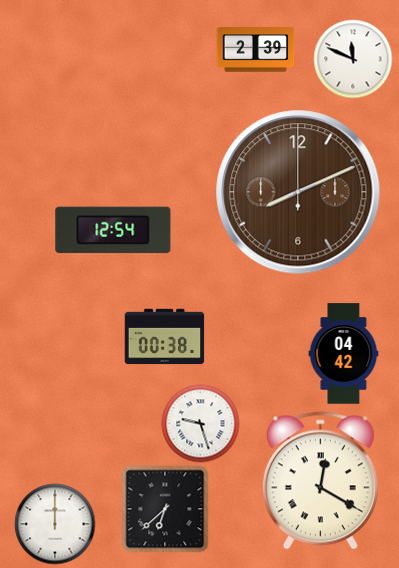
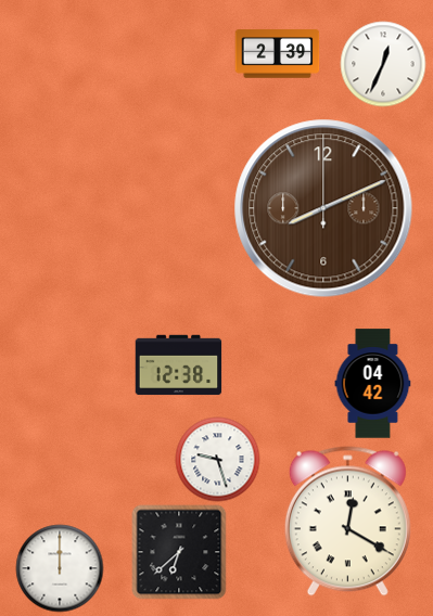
clock at (353, 59): 11:49 -> 12:34
clock at (113, 230): 12:54 -> none
clock at (164, 337): 00:38 -> 12:38
